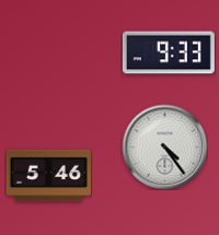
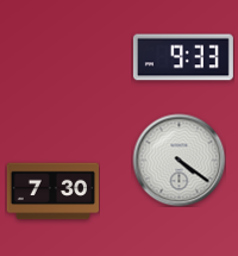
clock at (164, 146): 4:24 -> 4:21
clock at (48, 176): 5:46 -> 7:30
